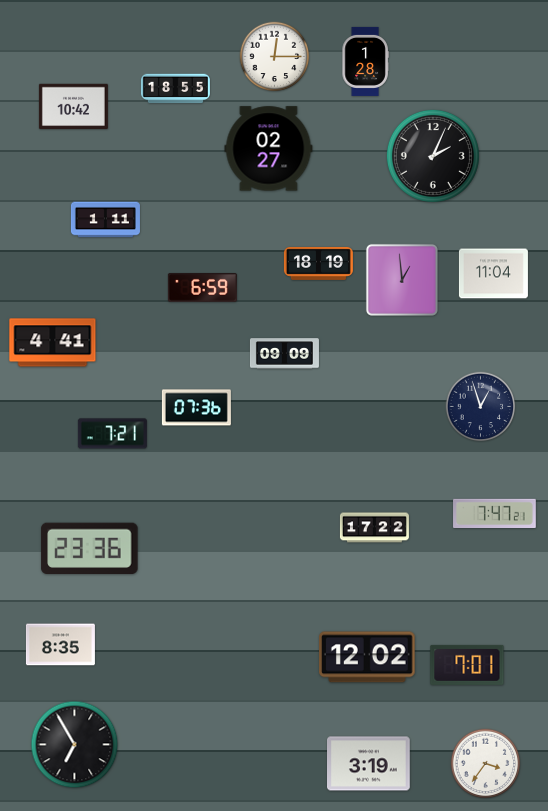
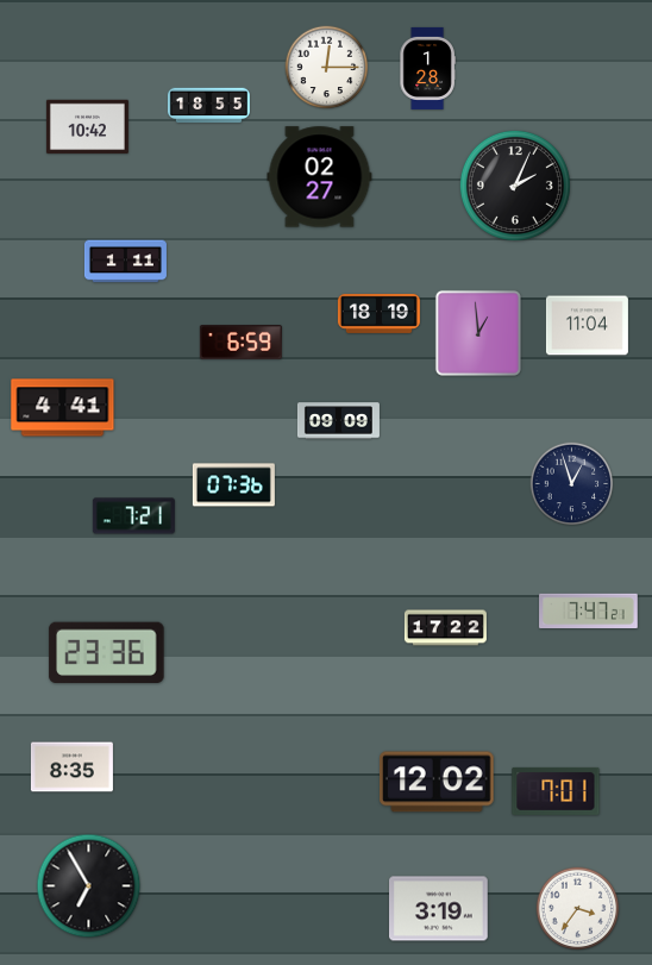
clock at (365, 61) position: (365, 61) -> (427, 68)
